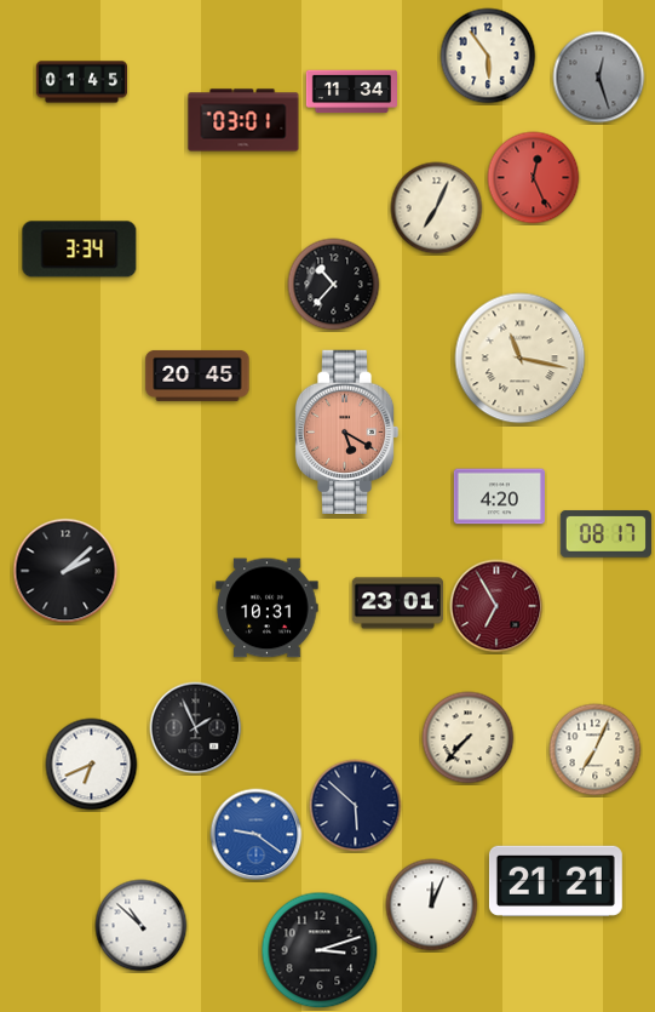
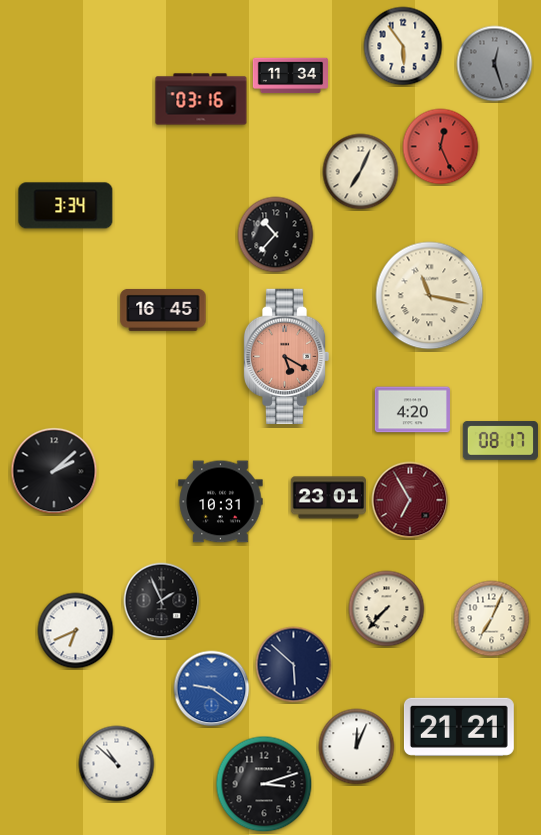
clock at (81, 82): 01:45 -> none
clock at (243, 120): 03:01 -> 03:16
clock at (197, 376): 20:45 -> 16:45
